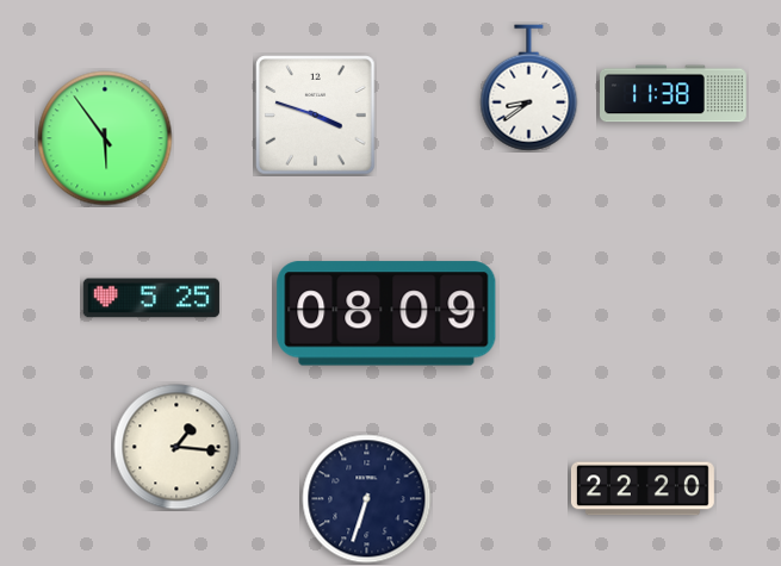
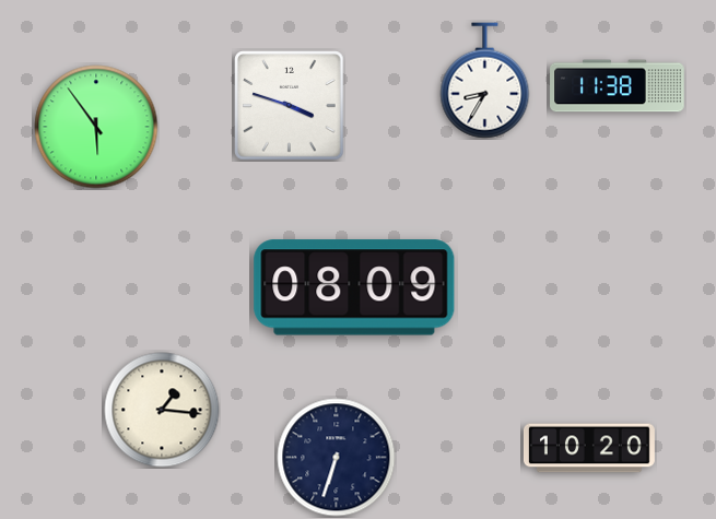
clock at (529, 88): 8:39 -> 8:35
clock at (151, 298): 5:25 -> none
clock at (643, 489): 22:20 -> 10:20
